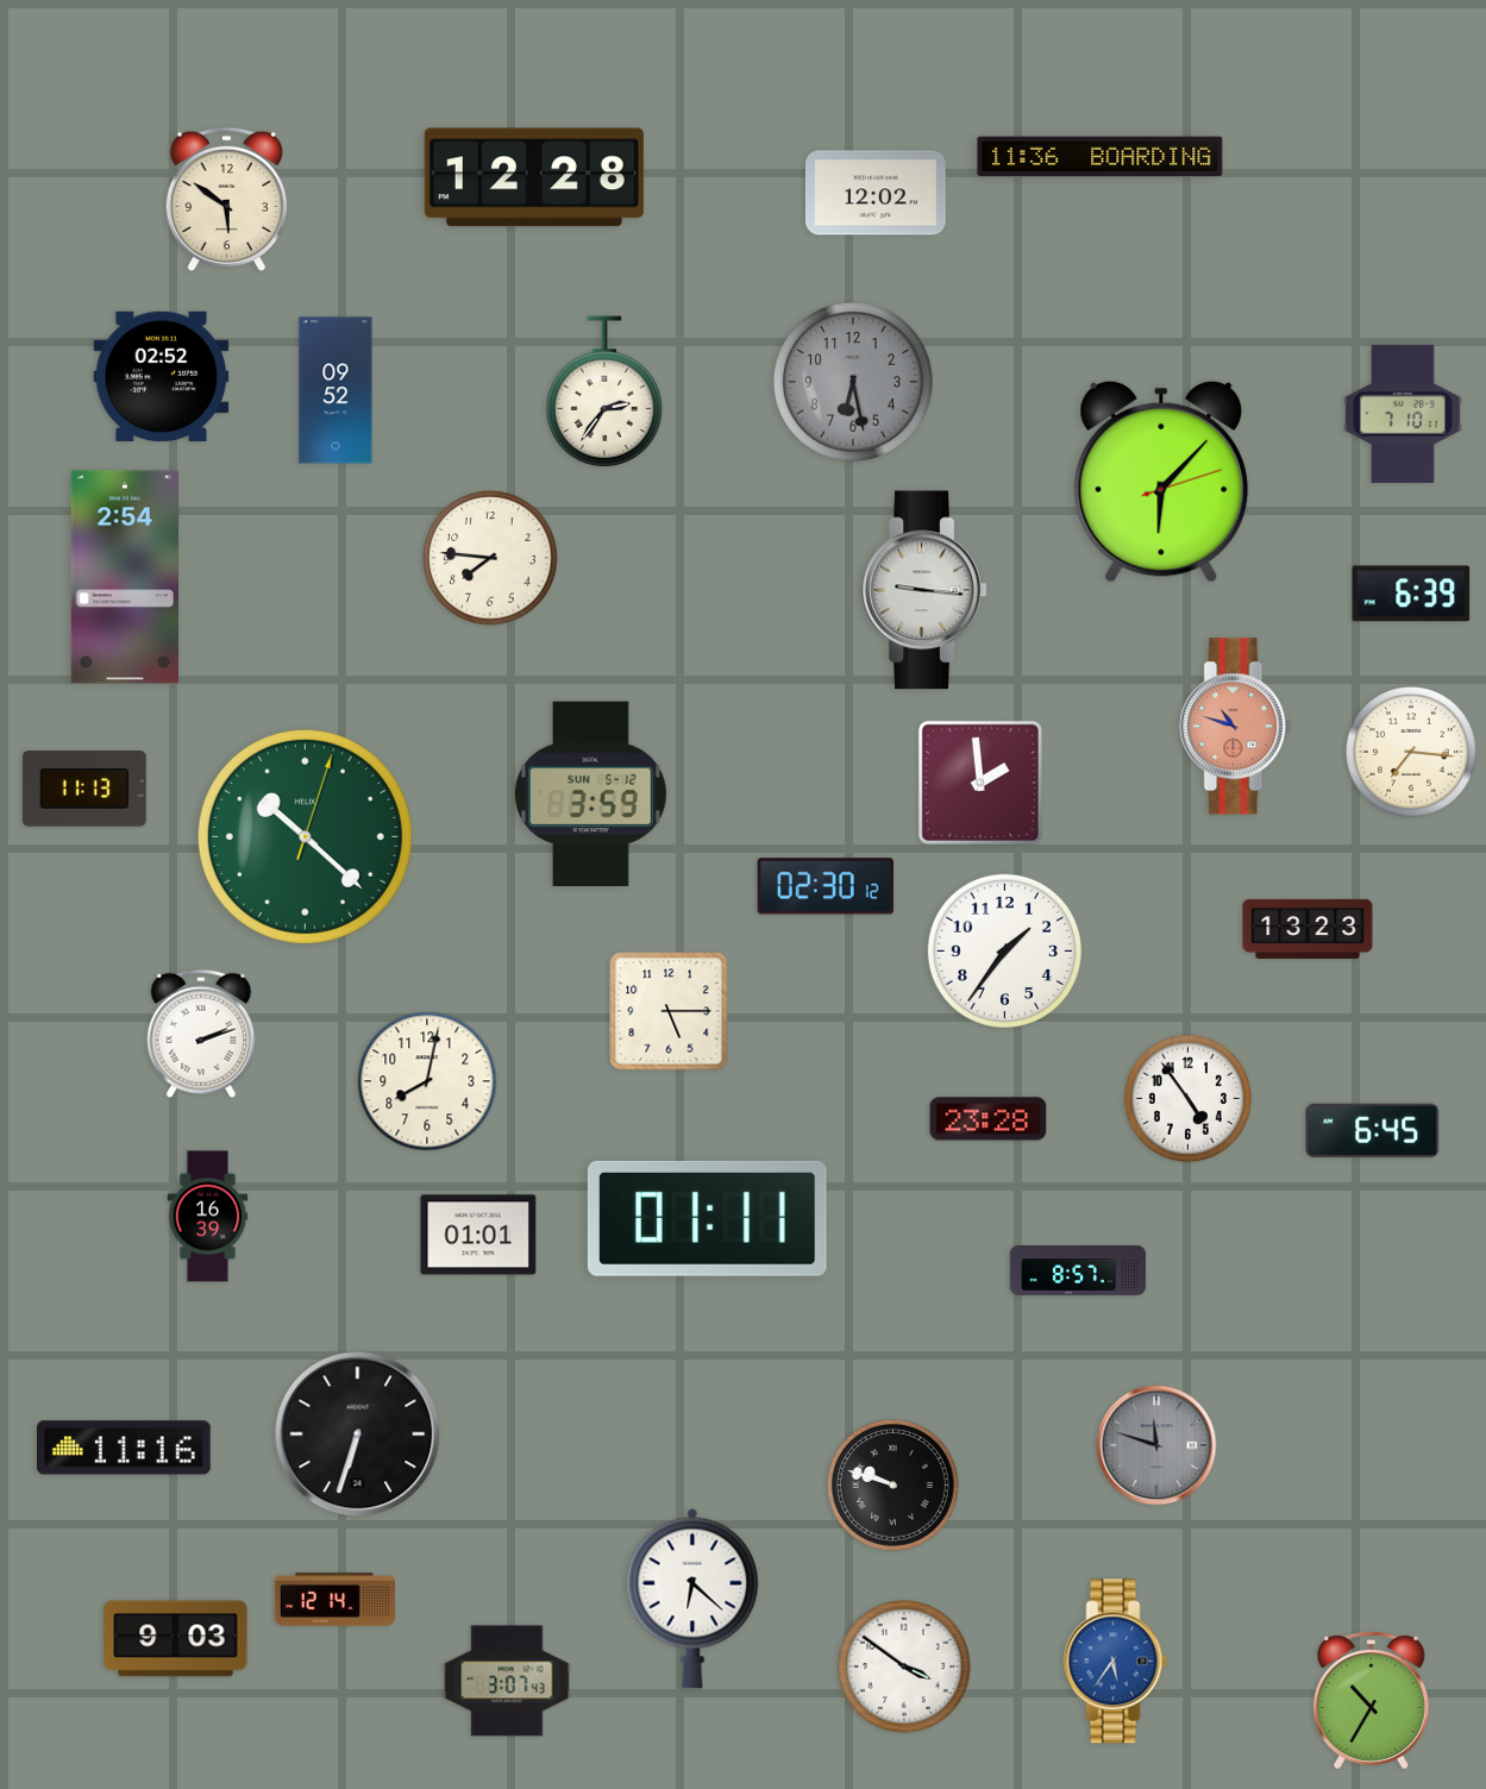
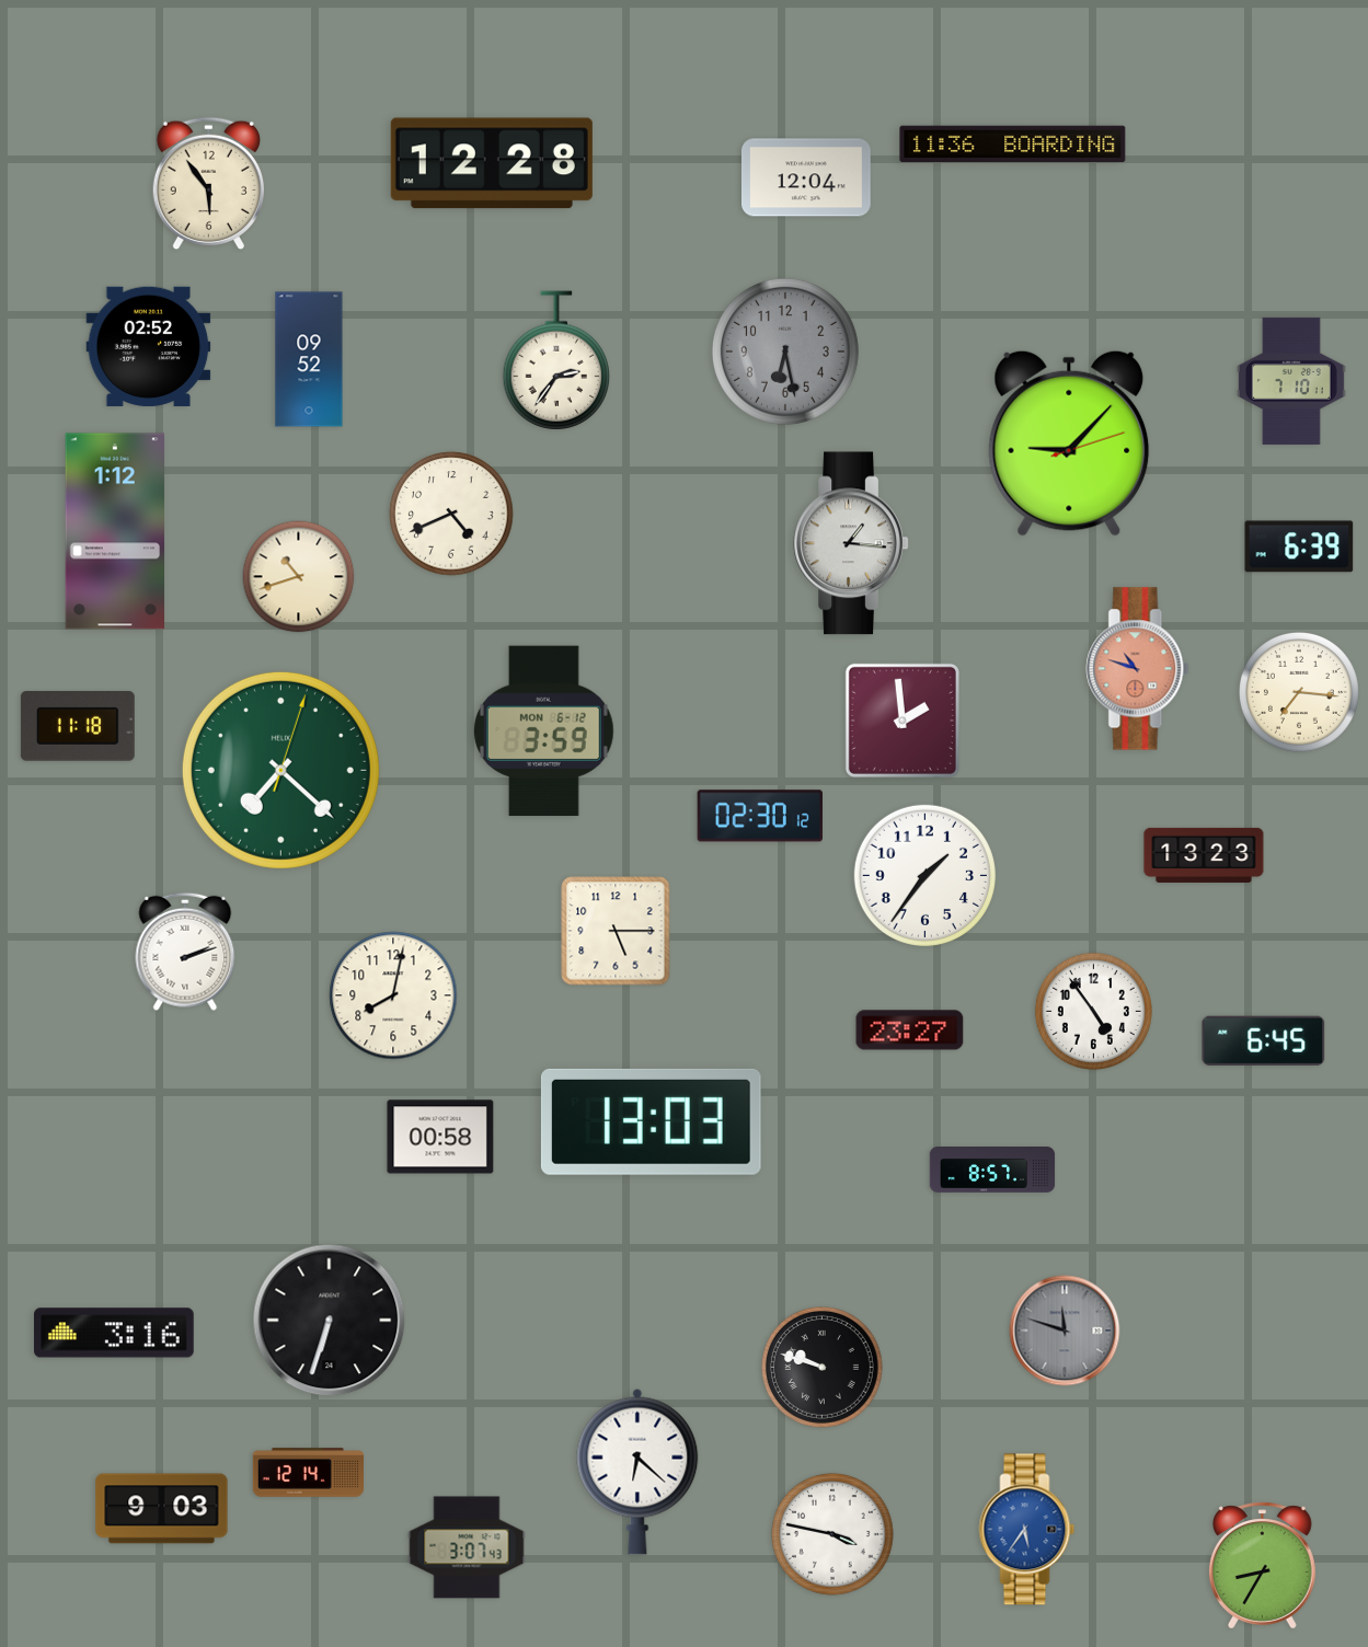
clock at (876, 193): 12:02 -> 12:04
clock at (226, 199): 5:51 -> 5:54
clock at (1161, 482): 6:07 -> 9:07
clock at (490, 558): 7:46 -> 4:41
clock at (125, 577): 2:54 -> 1:12
clock at (924, 590): 9:16 -> 1:16
clock at (299, 577): none -> 10:42
clock at (84, 790): 11:13 -> 11:18
clock at (590, 793) date: SUN 5-12 -> MON 6-12
clock at (305, 836): 10:22 -> 7:22
clock at (989, 1119): 23:28 -> 23:27
clock at (208, 1217): 16:39 -> none
clock at (707, 1218): 01:11 -> 13:03
clock at (478, 1235): 01:01 -> 00:58
clock at (125, 1448): 11:16 -> 3:16
clock at (904, 1666): 3:51 -> 3:47
clock at (1371, 1701): 10:35 -> 8:35
